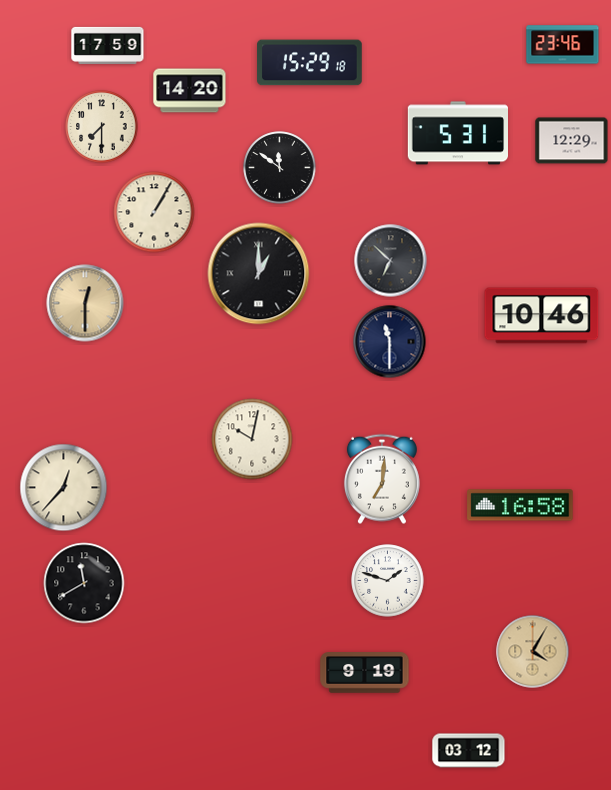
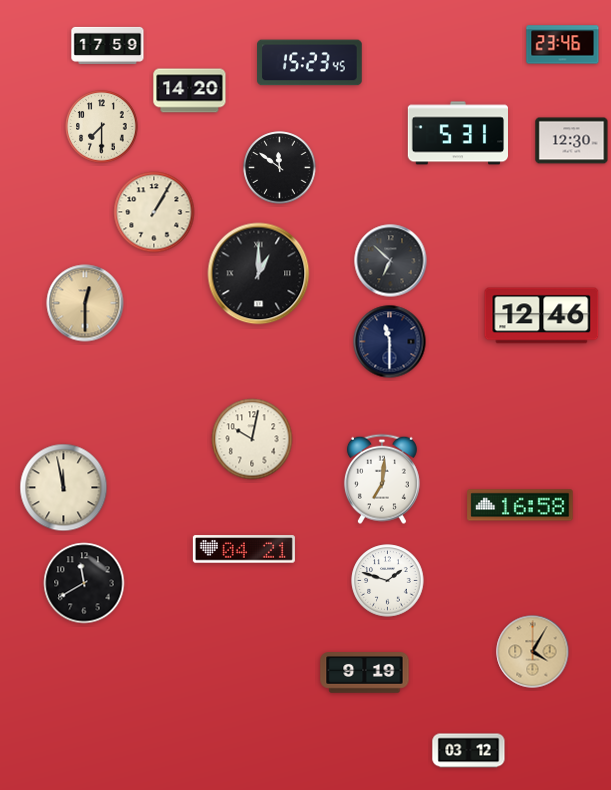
clock at (310, 63): 15:29 -> 15:23
clock at (572, 141): 12:29 -> 12:30
clock at (542, 316): 10:46 -> 12:46
clock at (64, 488): 12:37 -> 11:58
clock at (244, 549): none -> 04:21
